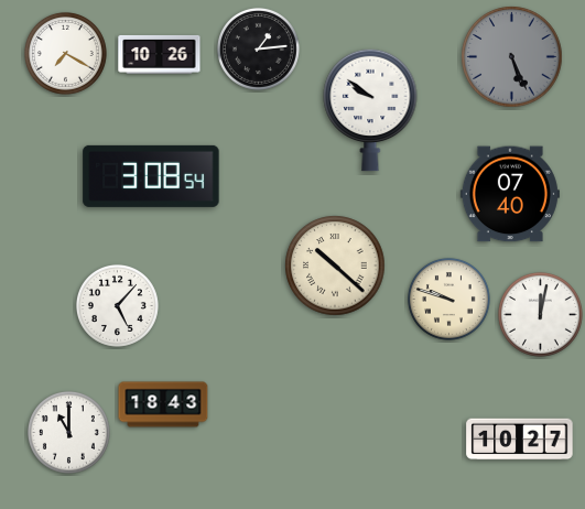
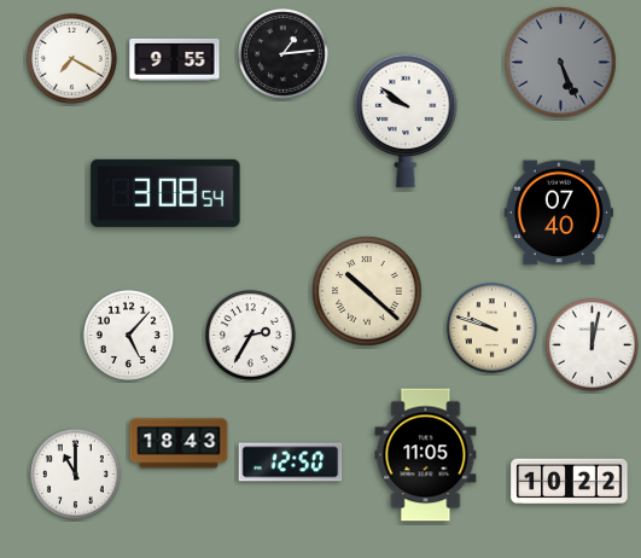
clock at (160, 54): 10:26 -> 9:55
clock at (250, 335): none -> 2:35
clock at (426, 455): none -> 11:05
clock at (291, 463): none -> 12:50
clock at (520, 440): 10:27 -> 10:22
